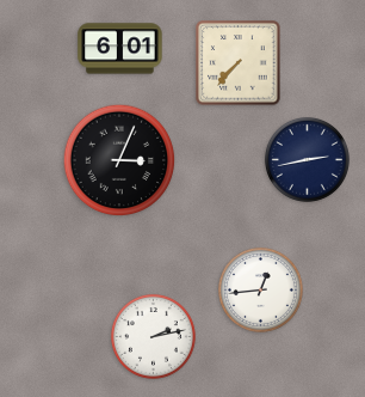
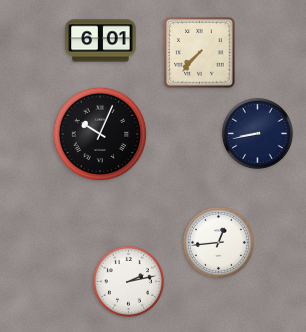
clock at (307, 159): 2:43 -> 8:43
clock at (119, 160): 3:04 -> 10:04
